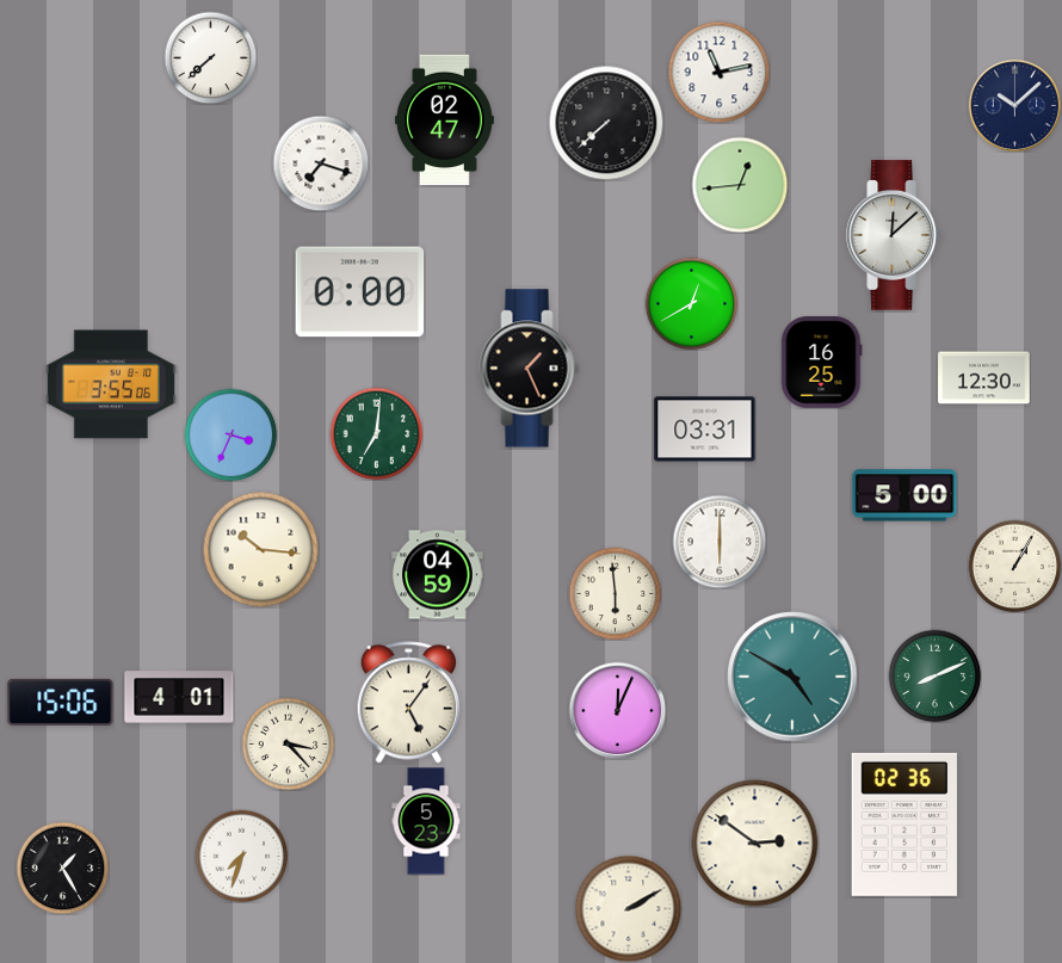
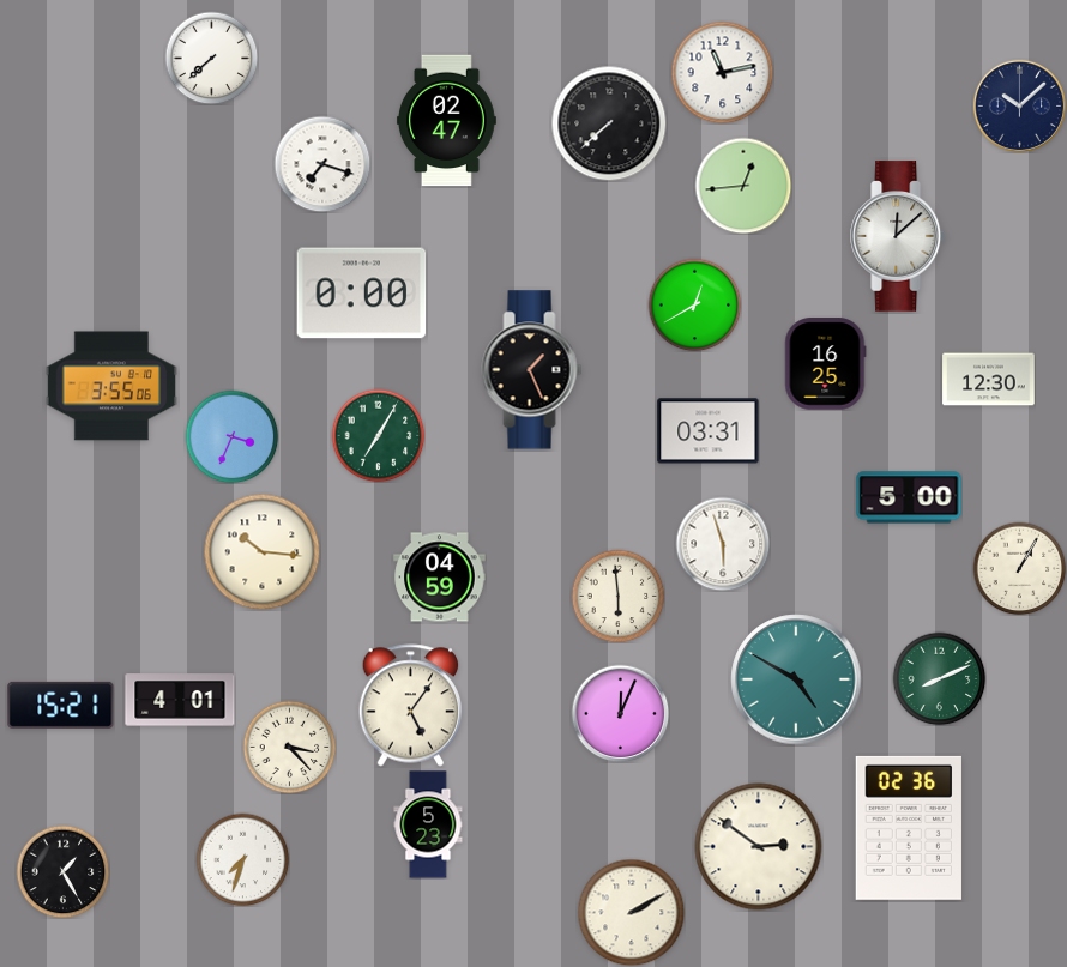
clock at (376, 433): 7:01 -> 7:05
clock at (720, 542): 6:00 -> 5:57
clock at (61, 702): 15:06 -> 15:21
